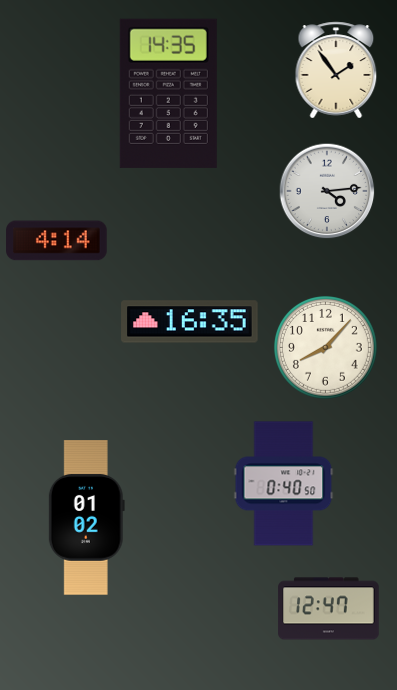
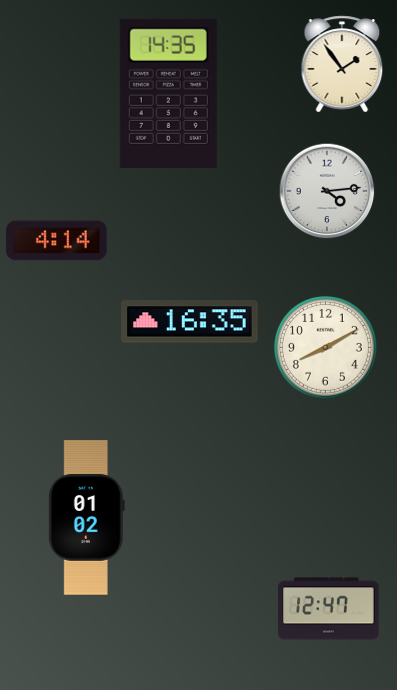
clock at (336, 70) position: (336, 70) -> (342, 64)
clock at (325, 347): 8:07 -> 8:10
clock at (284, 484): 0:40 -> none
